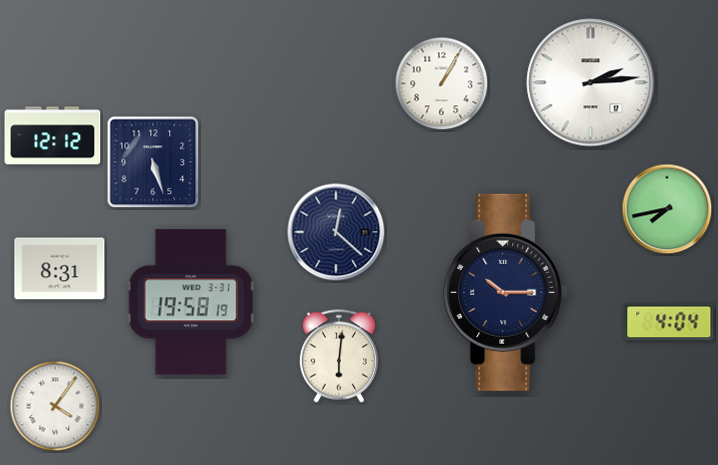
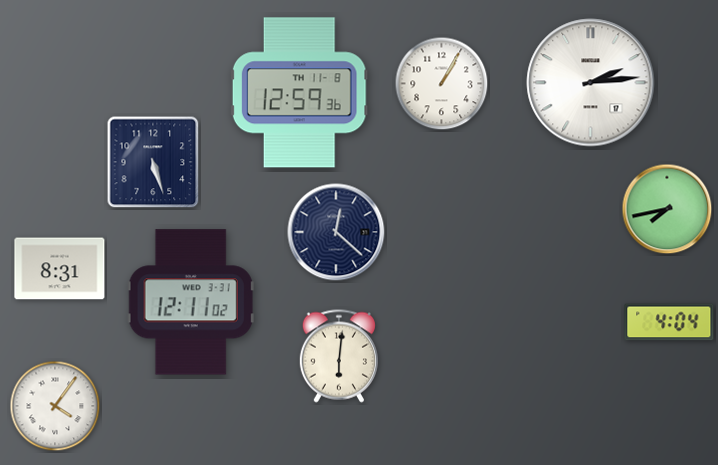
clock at (299, 93): none -> 12:59
clock at (53, 136): 12:12 -> none
clock at (506, 292): 10:15 -> none
clock at (191, 302): 19:58 -> 12:11
